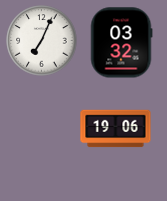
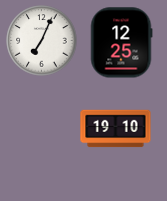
clock at (121, 43): 03:32 -> 12:25
clock at (116, 129): 19:06 -> 19:10
